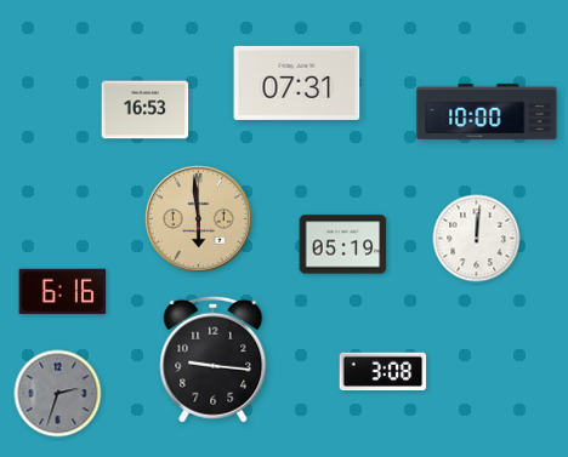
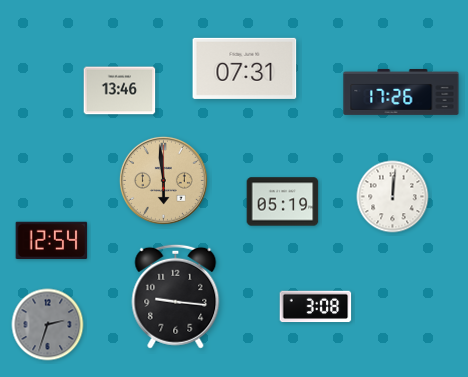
clock at (146, 110): 16:53 -> 13:46
clock at (487, 112): 10:00 -> 17:26
clock at (63, 292): 6:16 -> 12:54
